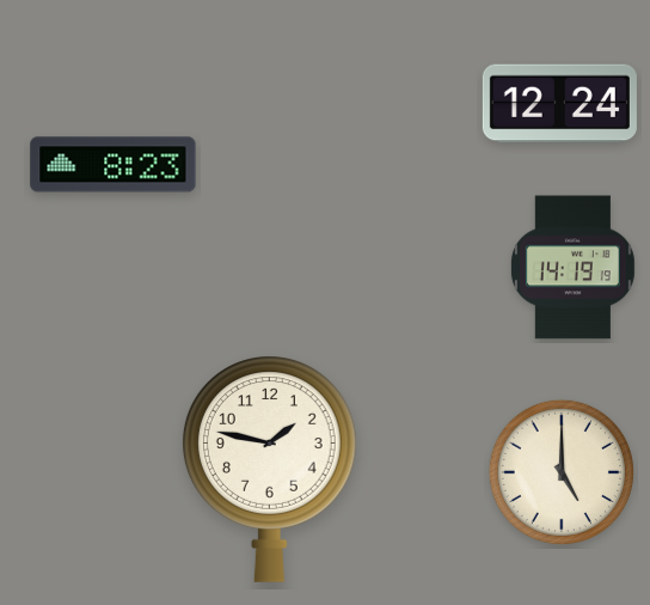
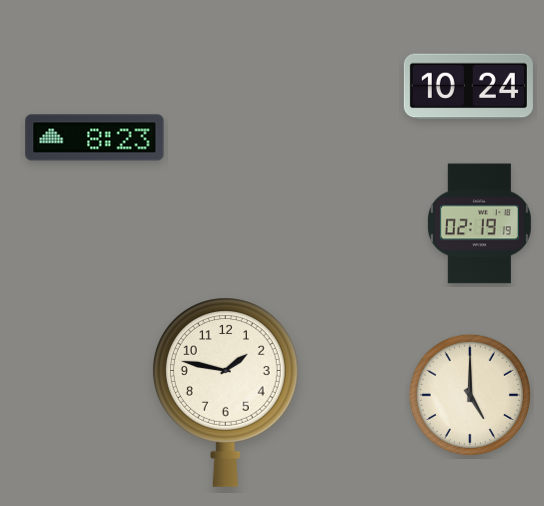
clock at (559, 104): 12:24 -> 10:24
clock at (572, 268): 14:19 -> 02:19
